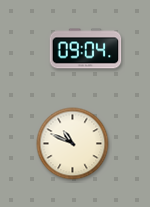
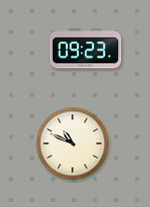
clock at (86, 49): 09:04 -> 09:23
